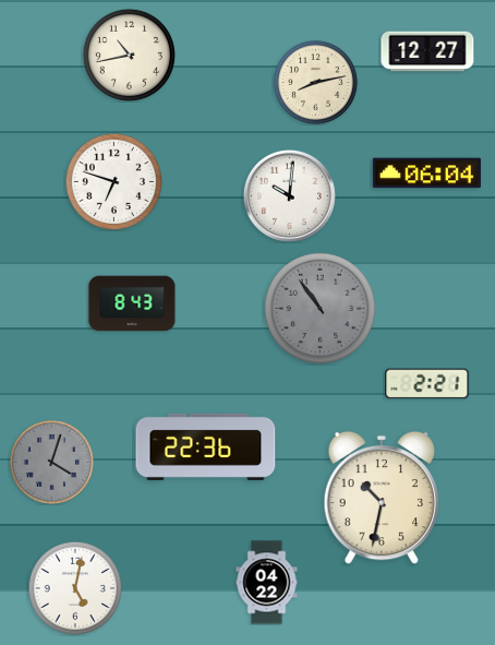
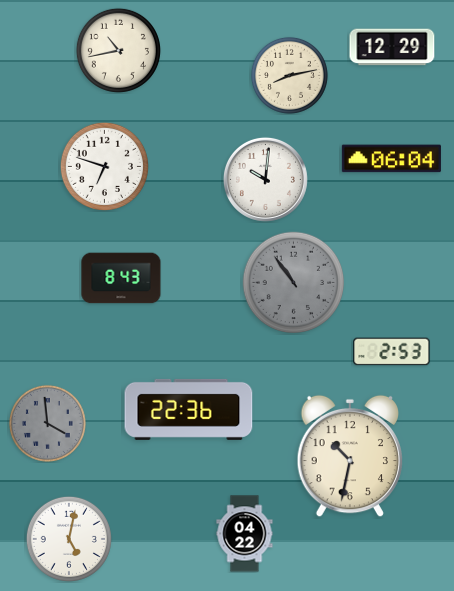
clock at (427, 51): 12:27 -> 12:29
clock at (427, 384): 2:21 -> 2:53
clock at (51, 462): 4:03 -> 3:59
